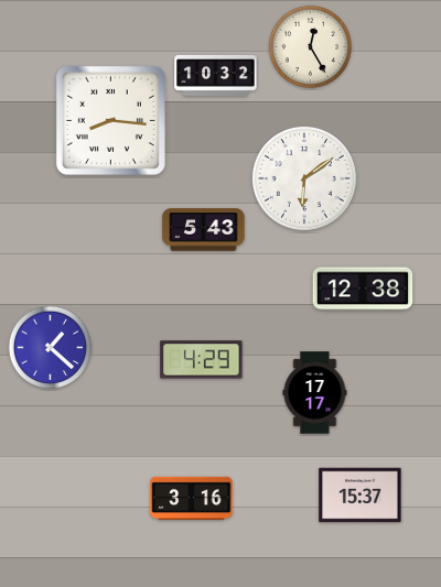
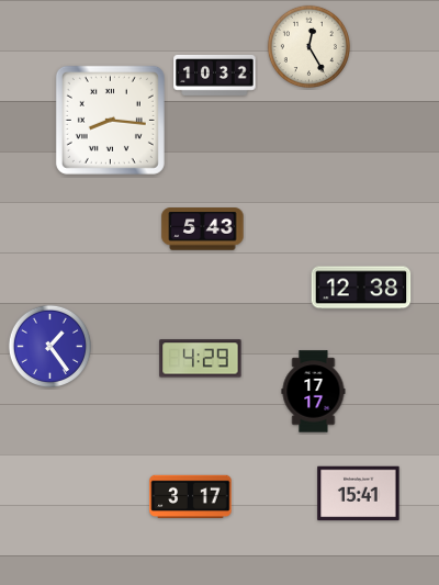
clock at (304, 178): 6:09 -> none
clock at (50, 347): 1:22 -> 1:24
clock at (361, 496): 15:37 -> 15:41
clock at (192, 499): 3:16 -> 3:17
